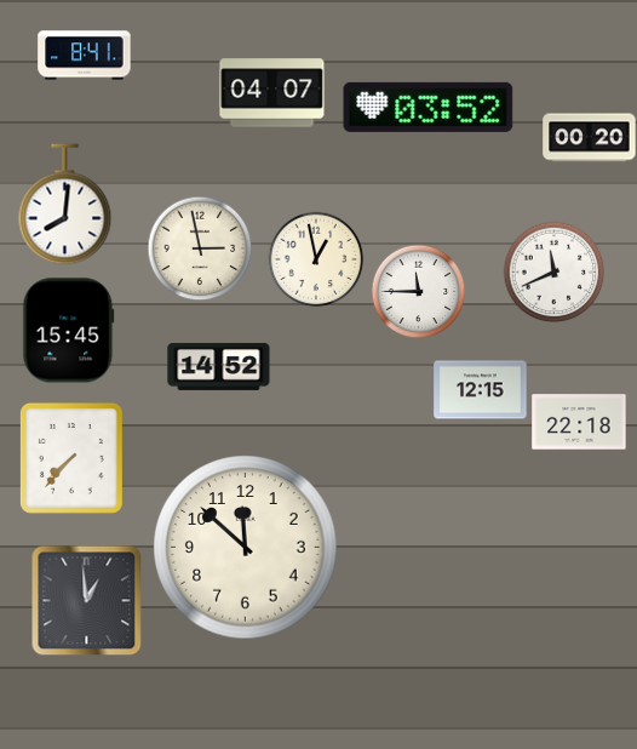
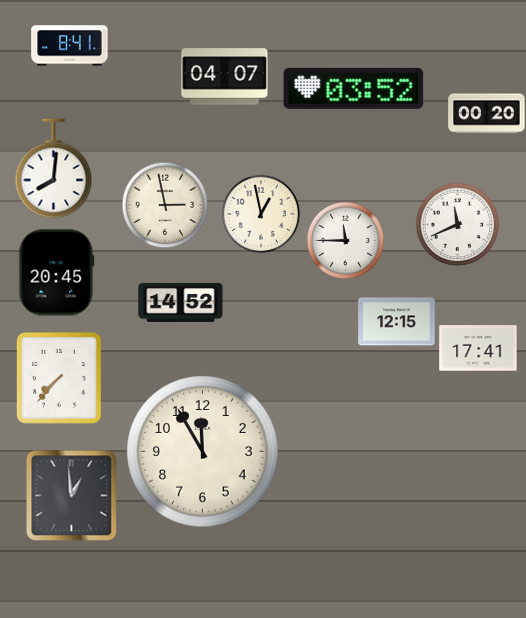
clock at (69, 331): 15:45 -> 20:45
clock at (579, 422): 22:18 -> 17:41
clock at (246, 548): 11:52 -> 11:55
